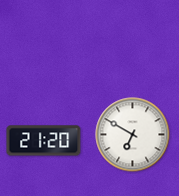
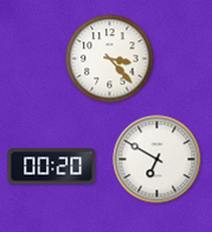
clock at (110, 59): none -> 3:23
clock at (44, 141): 21:20 -> 00:20
